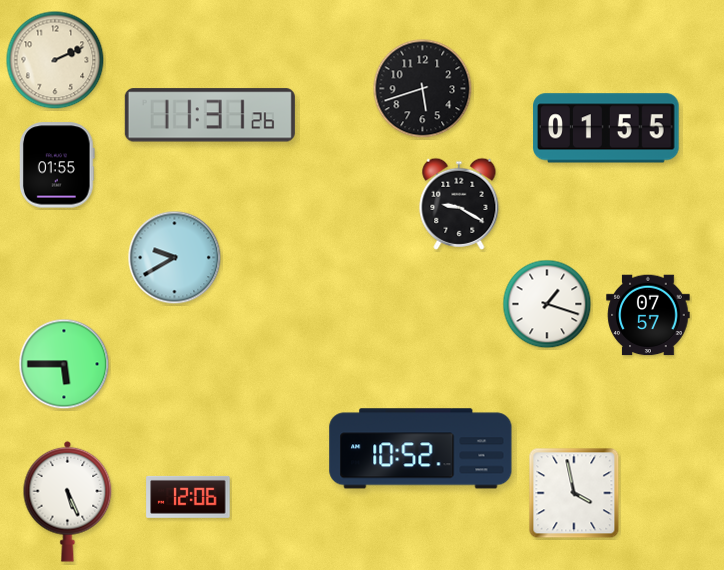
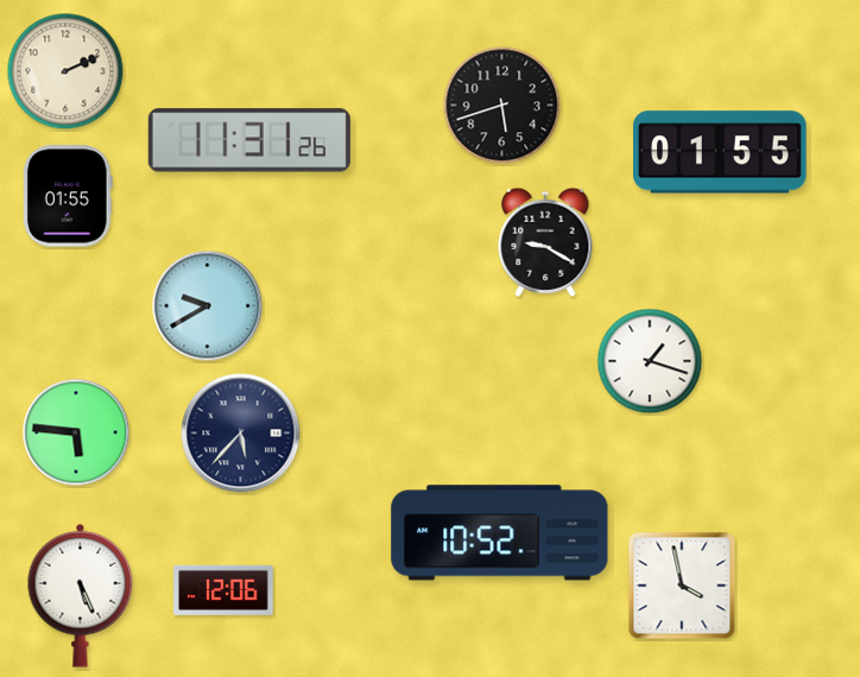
clock at (210, 115) position: (210, 115) -> (249, 140)
clock at (648, 315): 07:57 -> none
clock at (64, 364): 5:45 -> 5:46
clock at (241, 434): none -> 5:37
